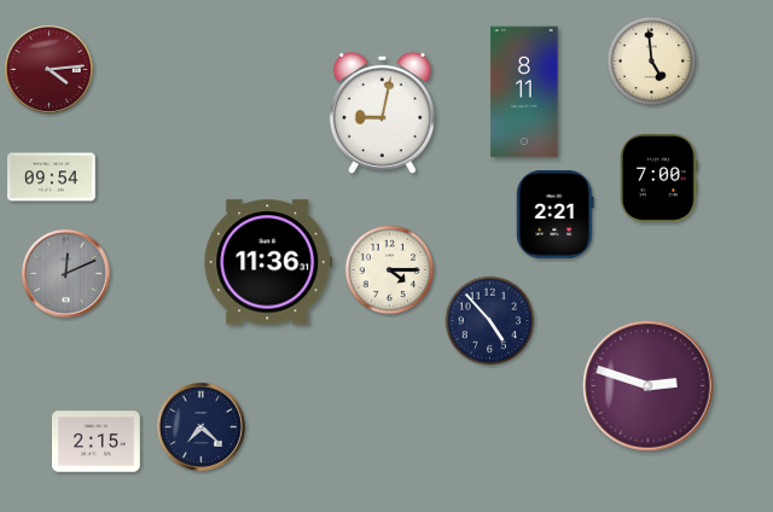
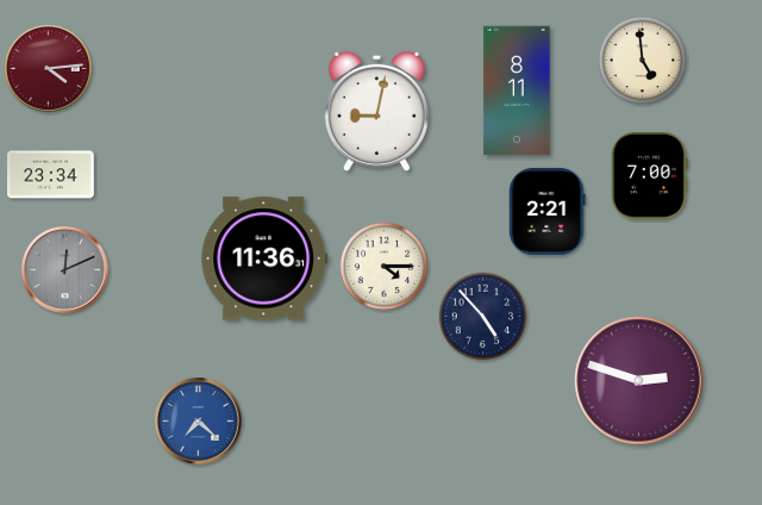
clock at (52, 178): 09:54 -> 23:34
clock at (200, 426) dial: navy -> blue
clock at (97, 442): 2:15 -> none
